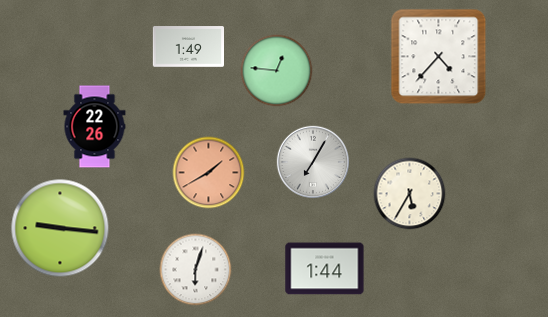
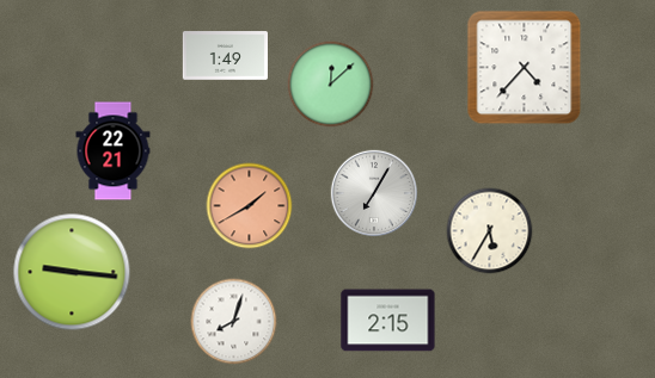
clock at (277, 71): 12:46 -> 12:08
clock at (95, 127): 22:26 -> 22:21
clock at (325, 269): 1:44 -> 2:15
clock at (196, 270): 6:03 -> 8:03
